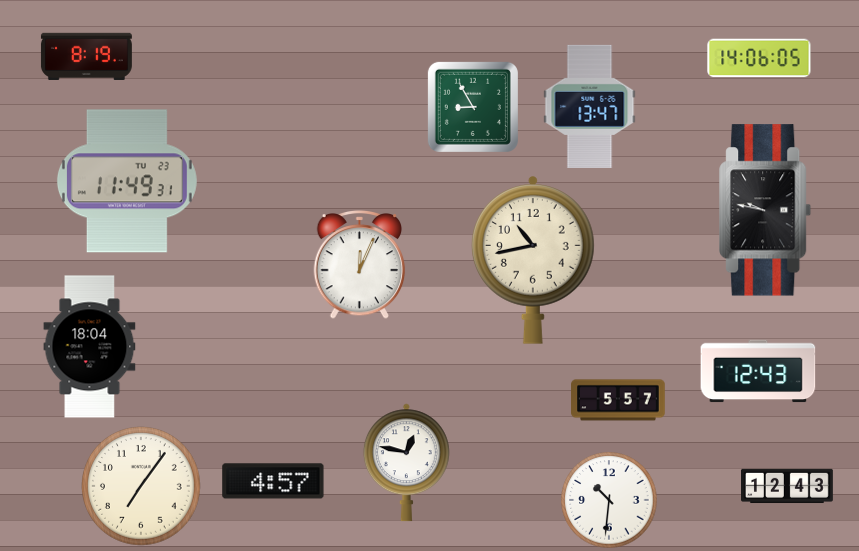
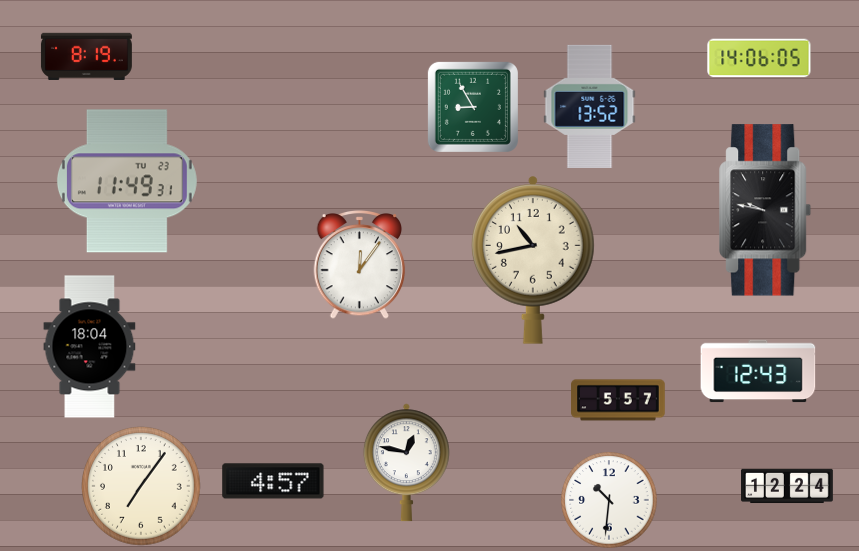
clock at (590, 106): 13:47 -> 13:52
clock at (360, 265): 12:04 -> 12:06
clock at (788, 486): 12:43 -> 12:24
